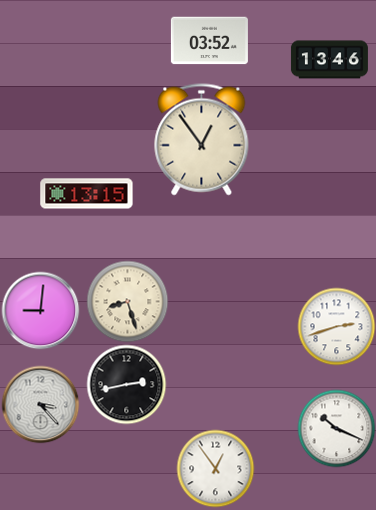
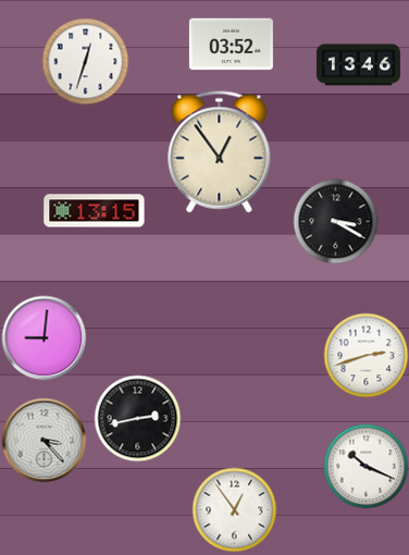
clock at (209, 41) position: (209, 41) -> (231, 45)
clock at (85, 61): none -> 12:33
clock at (335, 221): none -> 3:20
clock at (127, 301): 8:27 -> none
